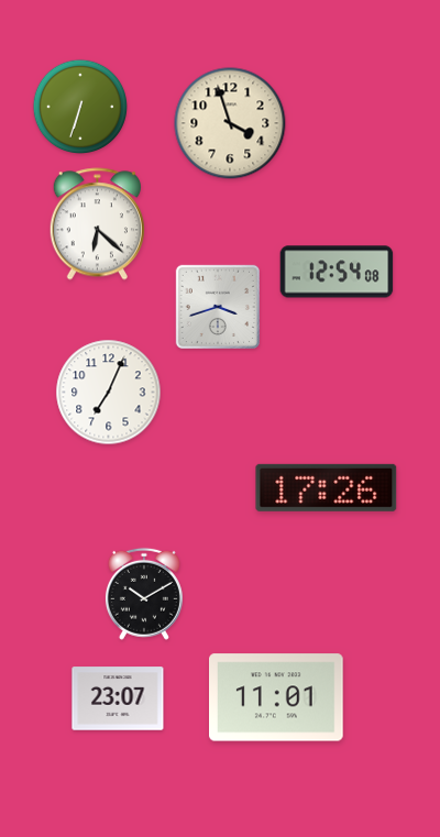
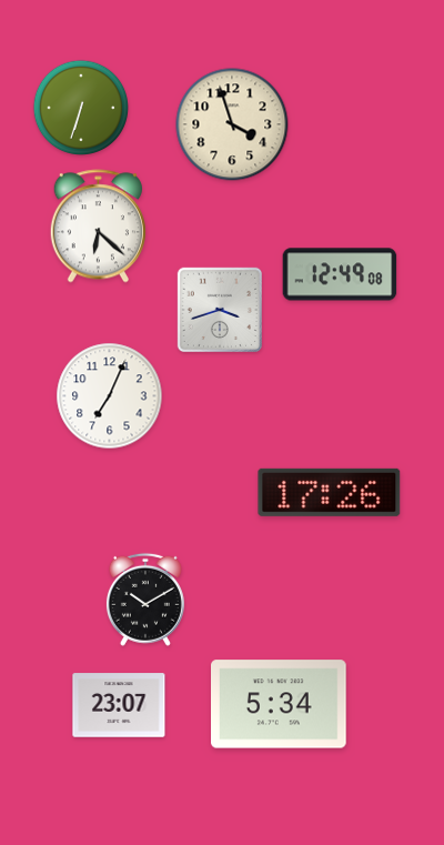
clock at (337, 272): 12:54 -> 12:49
clock at (276, 697): 11:01 -> 5:34
